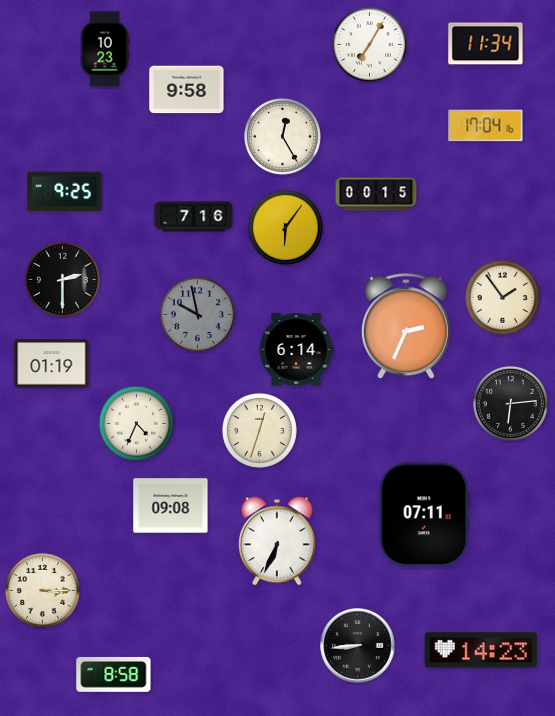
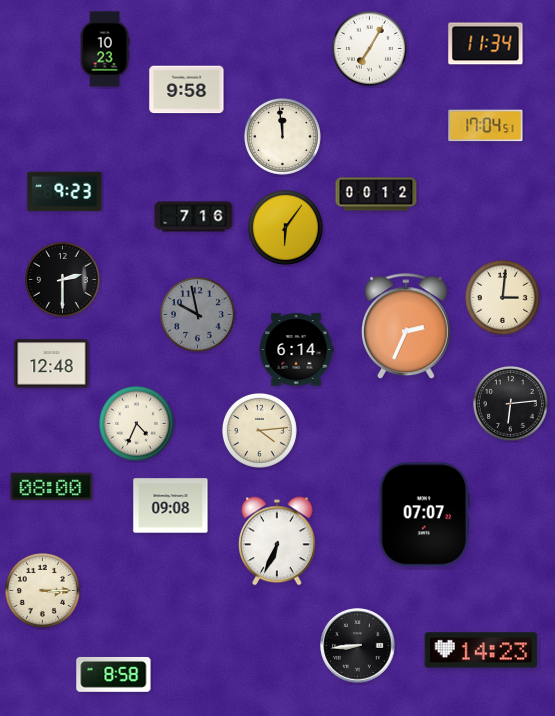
clock at (369, 44) position: (369, 44) -> (369, 48)
clock at (486, 126): 17:04:16 -> 17:04:51
clock at (282, 136): 12:25 -> 11:59
clock at (65, 192): 9:25 -> 9:23
clock at (376, 194): 00:15 -> 00:12
clock at (502, 297): 1:54 -> 3:01
clock at (52, 364): 01:19 -> 12:48
clock at (259, 430): 12:33 -> 4:14
clock at (52, 487): none -> 08:00
clock at (424, 515): 07:11 -> 07:07
